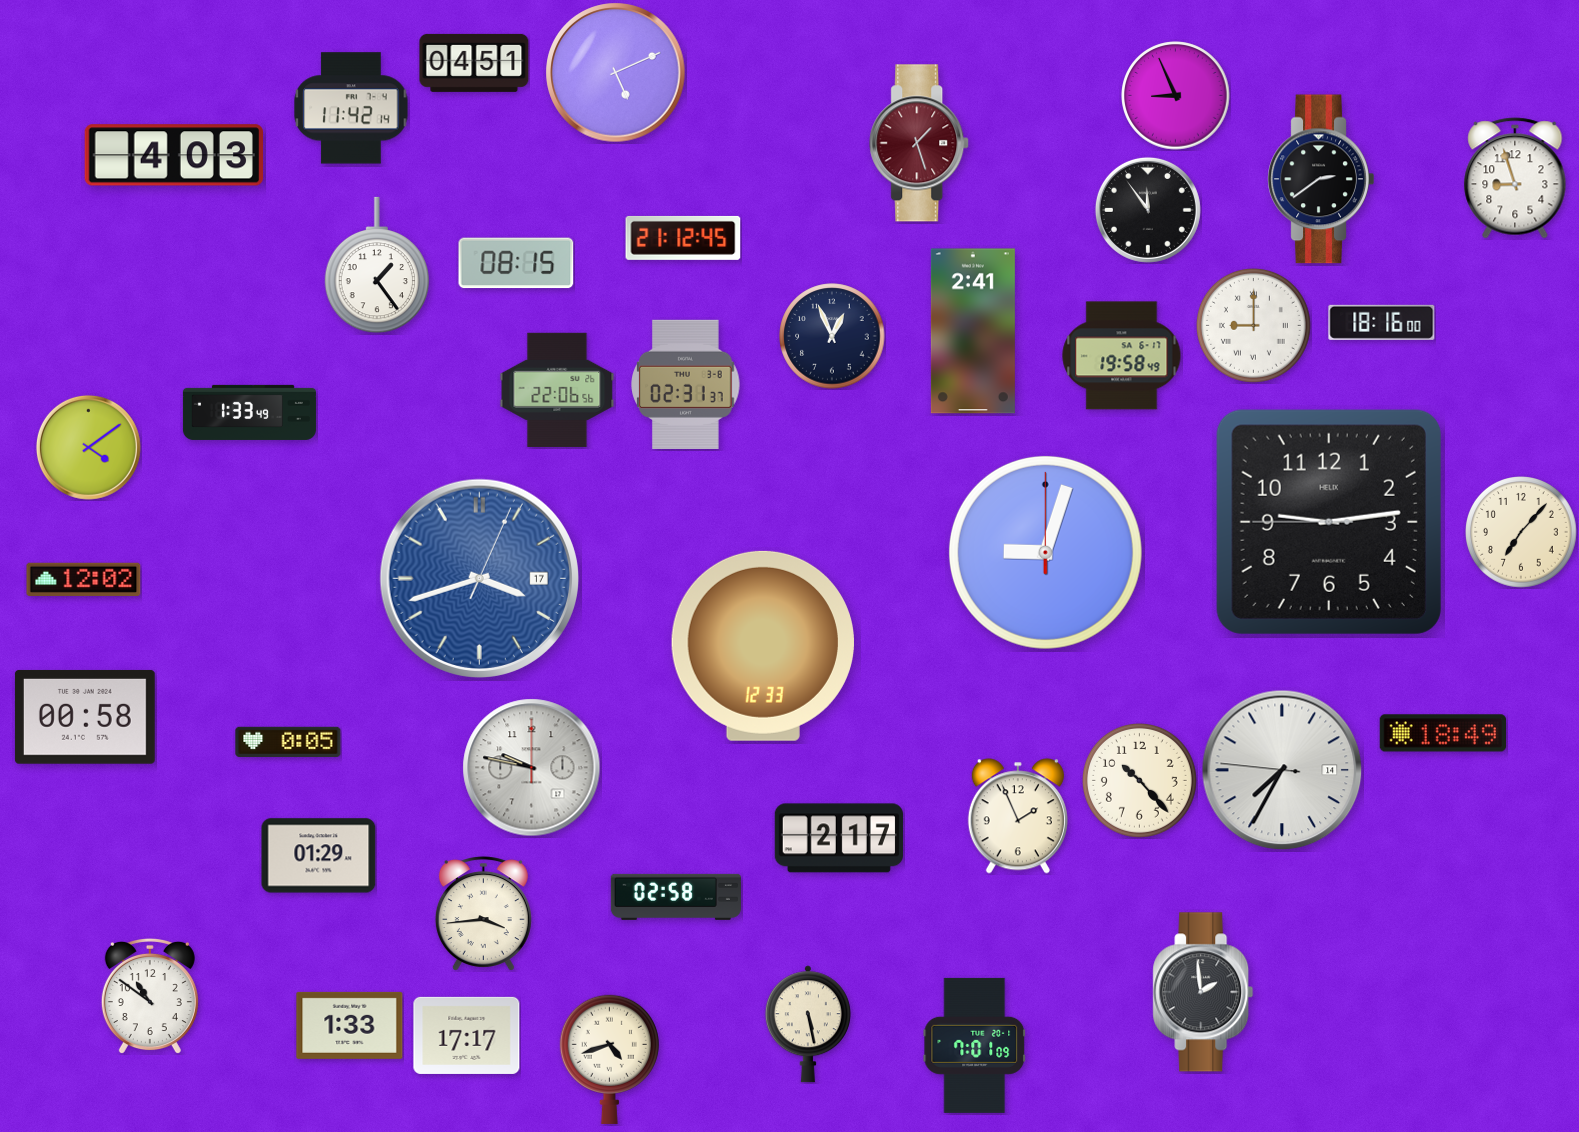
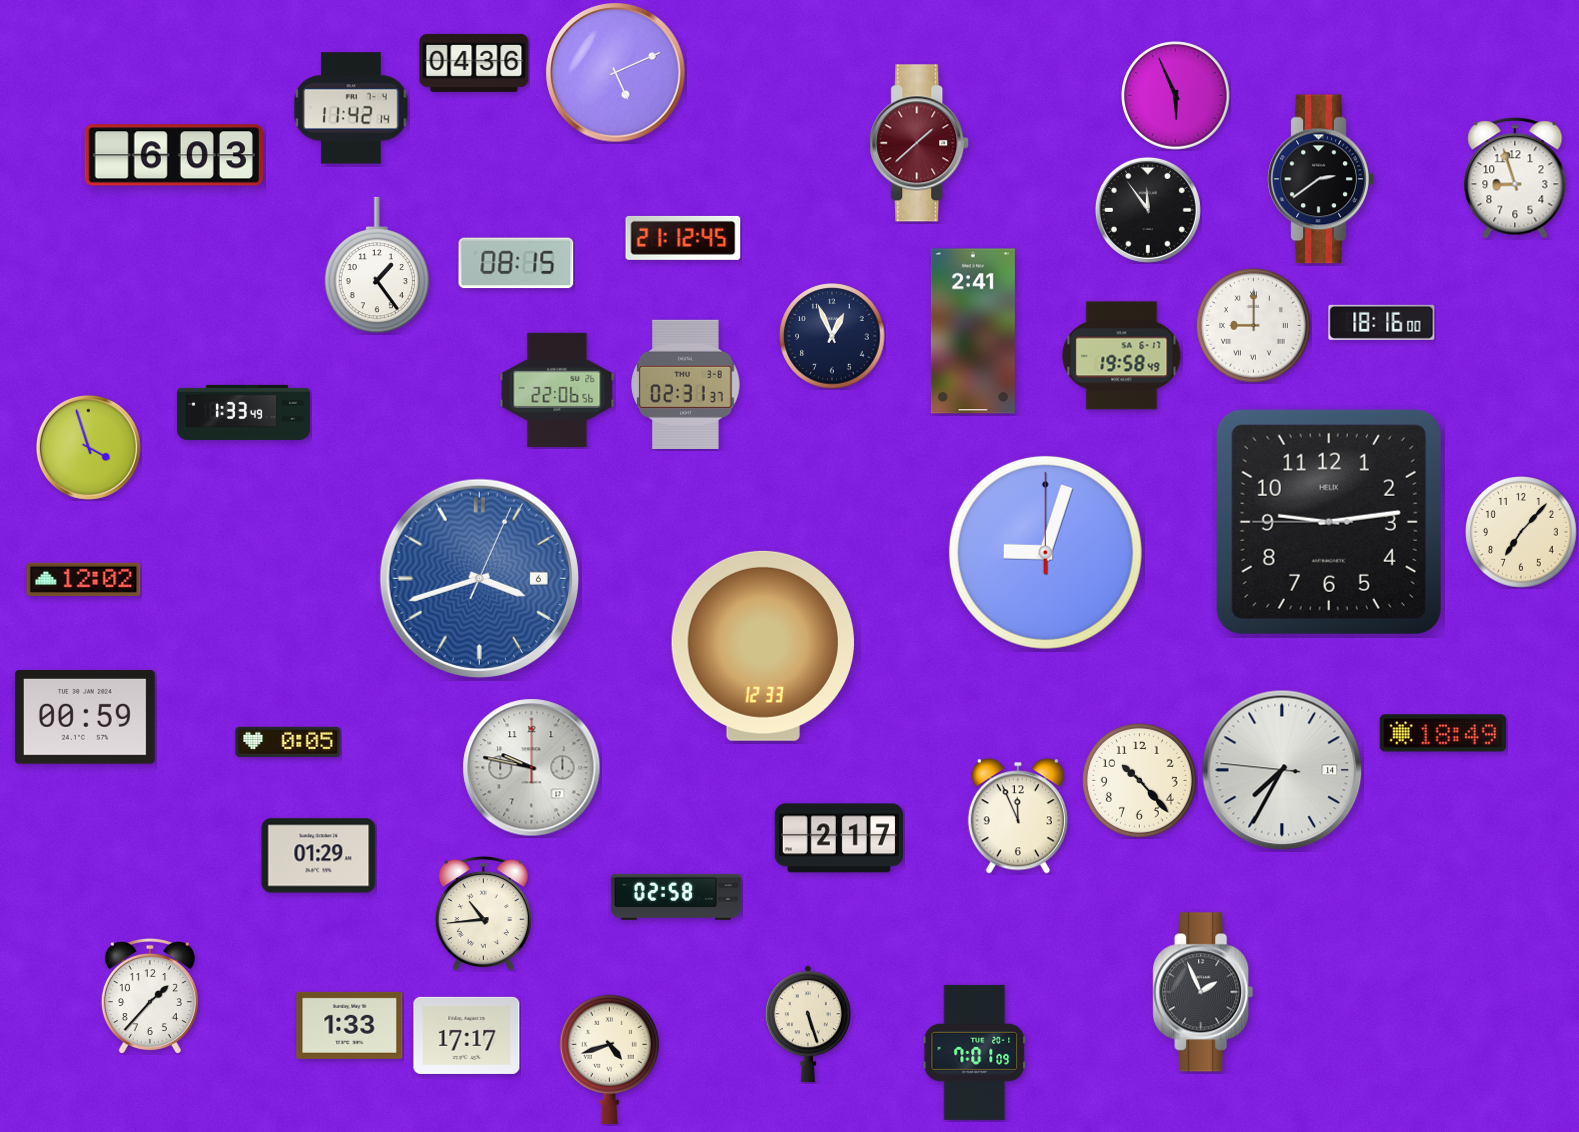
clock at (474, 63): 04:51 -> 04:36
clock at (1176, 96): 8:56 -> 5:56
clock at (920, 143): 1:27 -> 1:38
clock at (173, 155): 4:03 -> 6:03
clock at (249, 412) position: (249, 412) -> (243, 412)
clock at (88, 447): 4:09 -> 3:57
clock at (479, 578) date: 17 -> 6
clock at (85, 717): 00:58 -> 00:59
clock at (1018, 816): 1:56 -> 11:56
clock at (483, 914): 3:44 -> 10:44
clock at (1203, 992): 1:59 -> 1:56
clock at (150, 996): 10:51 -> 1:37
clock at (808, 1024): 5:28 -> 5:27
clock at (975, 1045) position: (975, 1045) -> (975, 1052)
